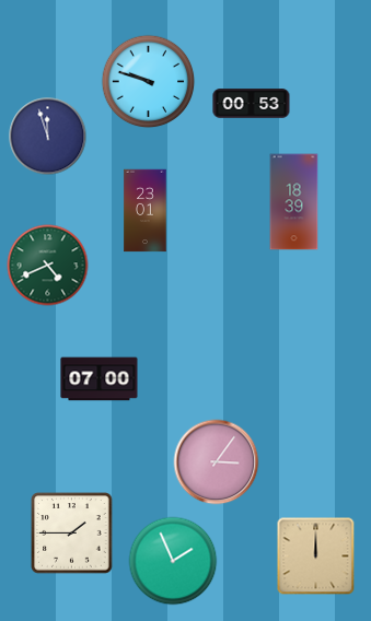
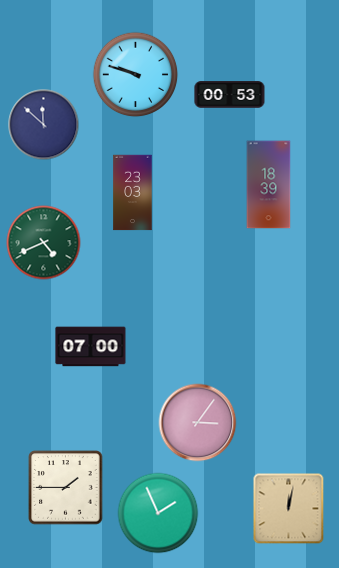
clock at (48, 137): 11:57 -> 11:52
clock at (146, 211): 23:01 -> 23:03
clock at (316, 556): 12:00 -> 12:02
